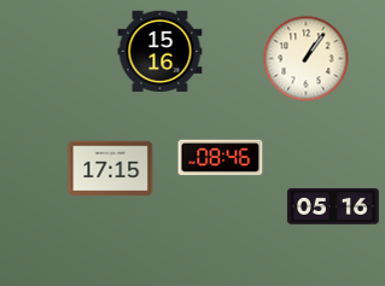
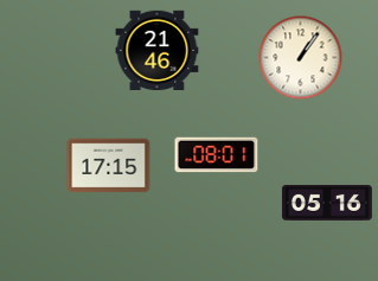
clock at (161, 51): 15:16 -> 21:46
clock at (221, 158): 08:46 -> 08:01
